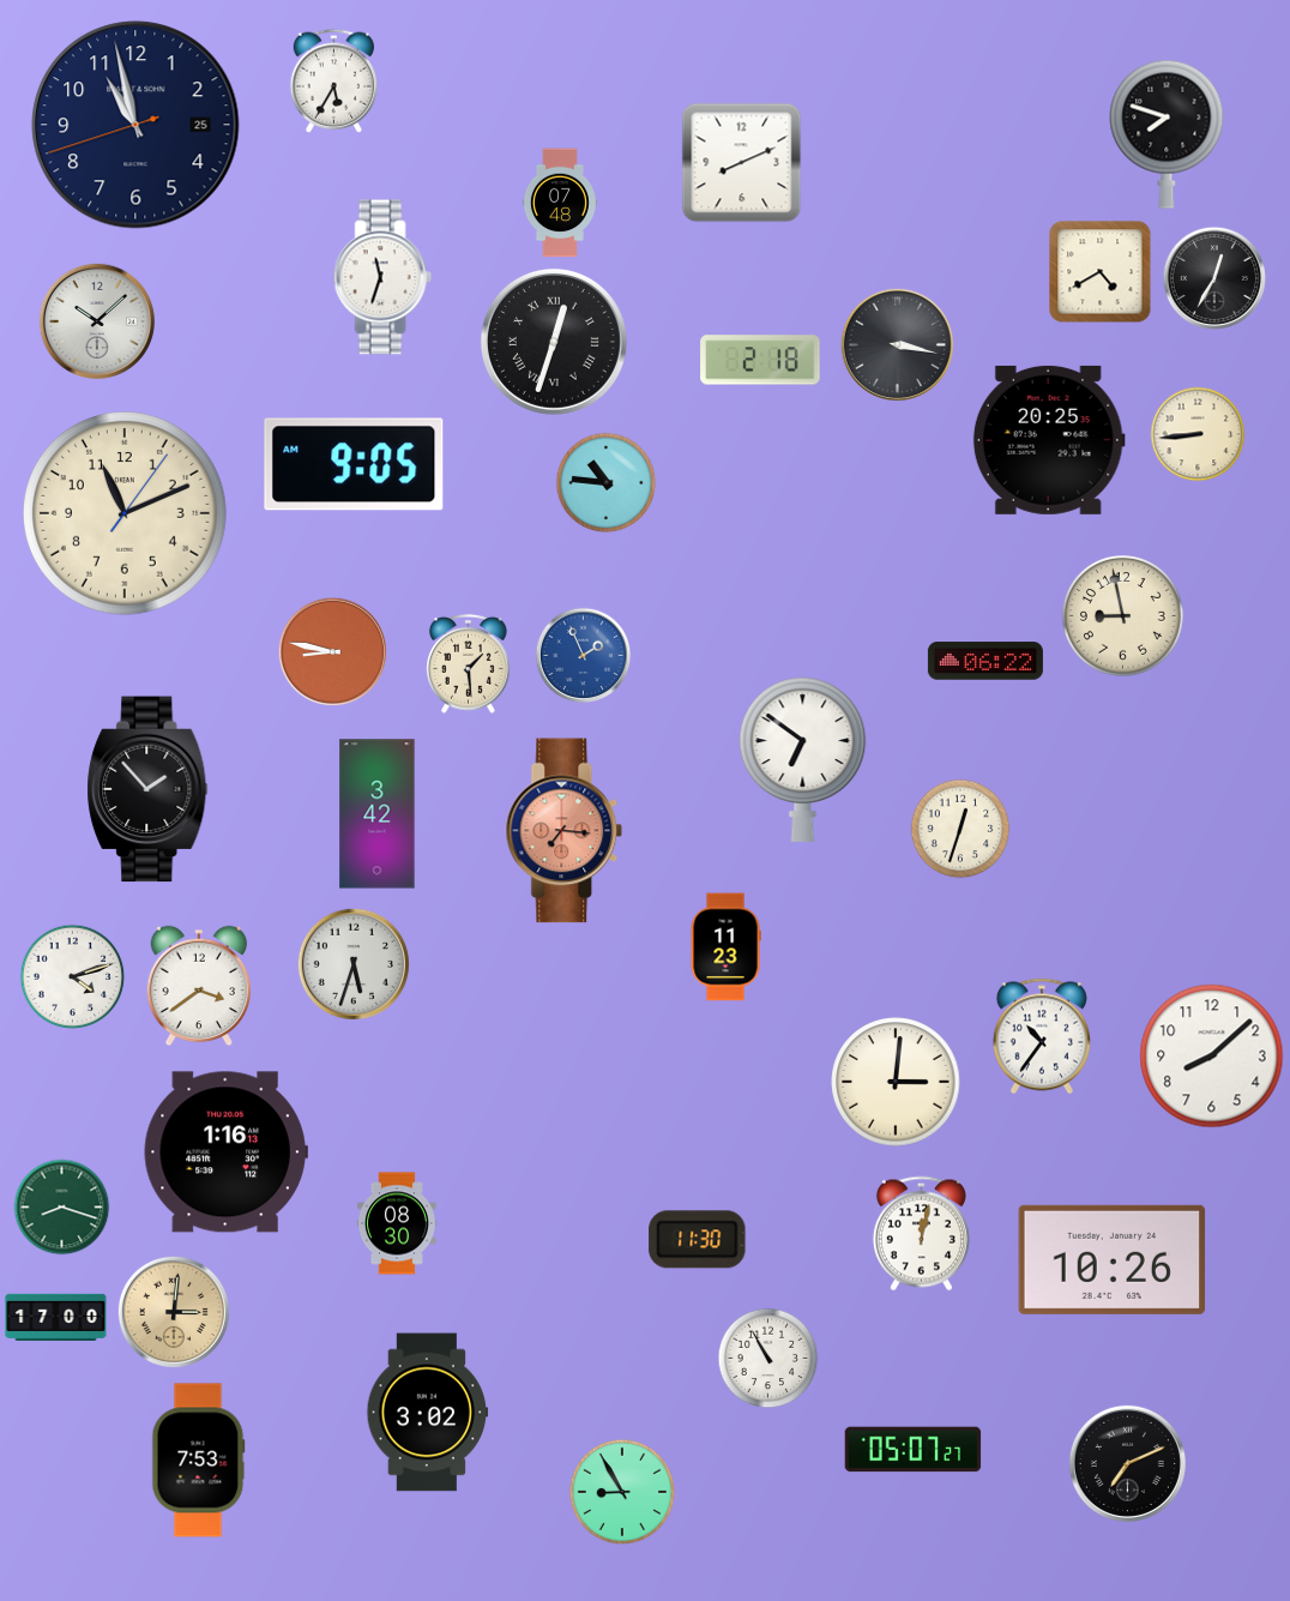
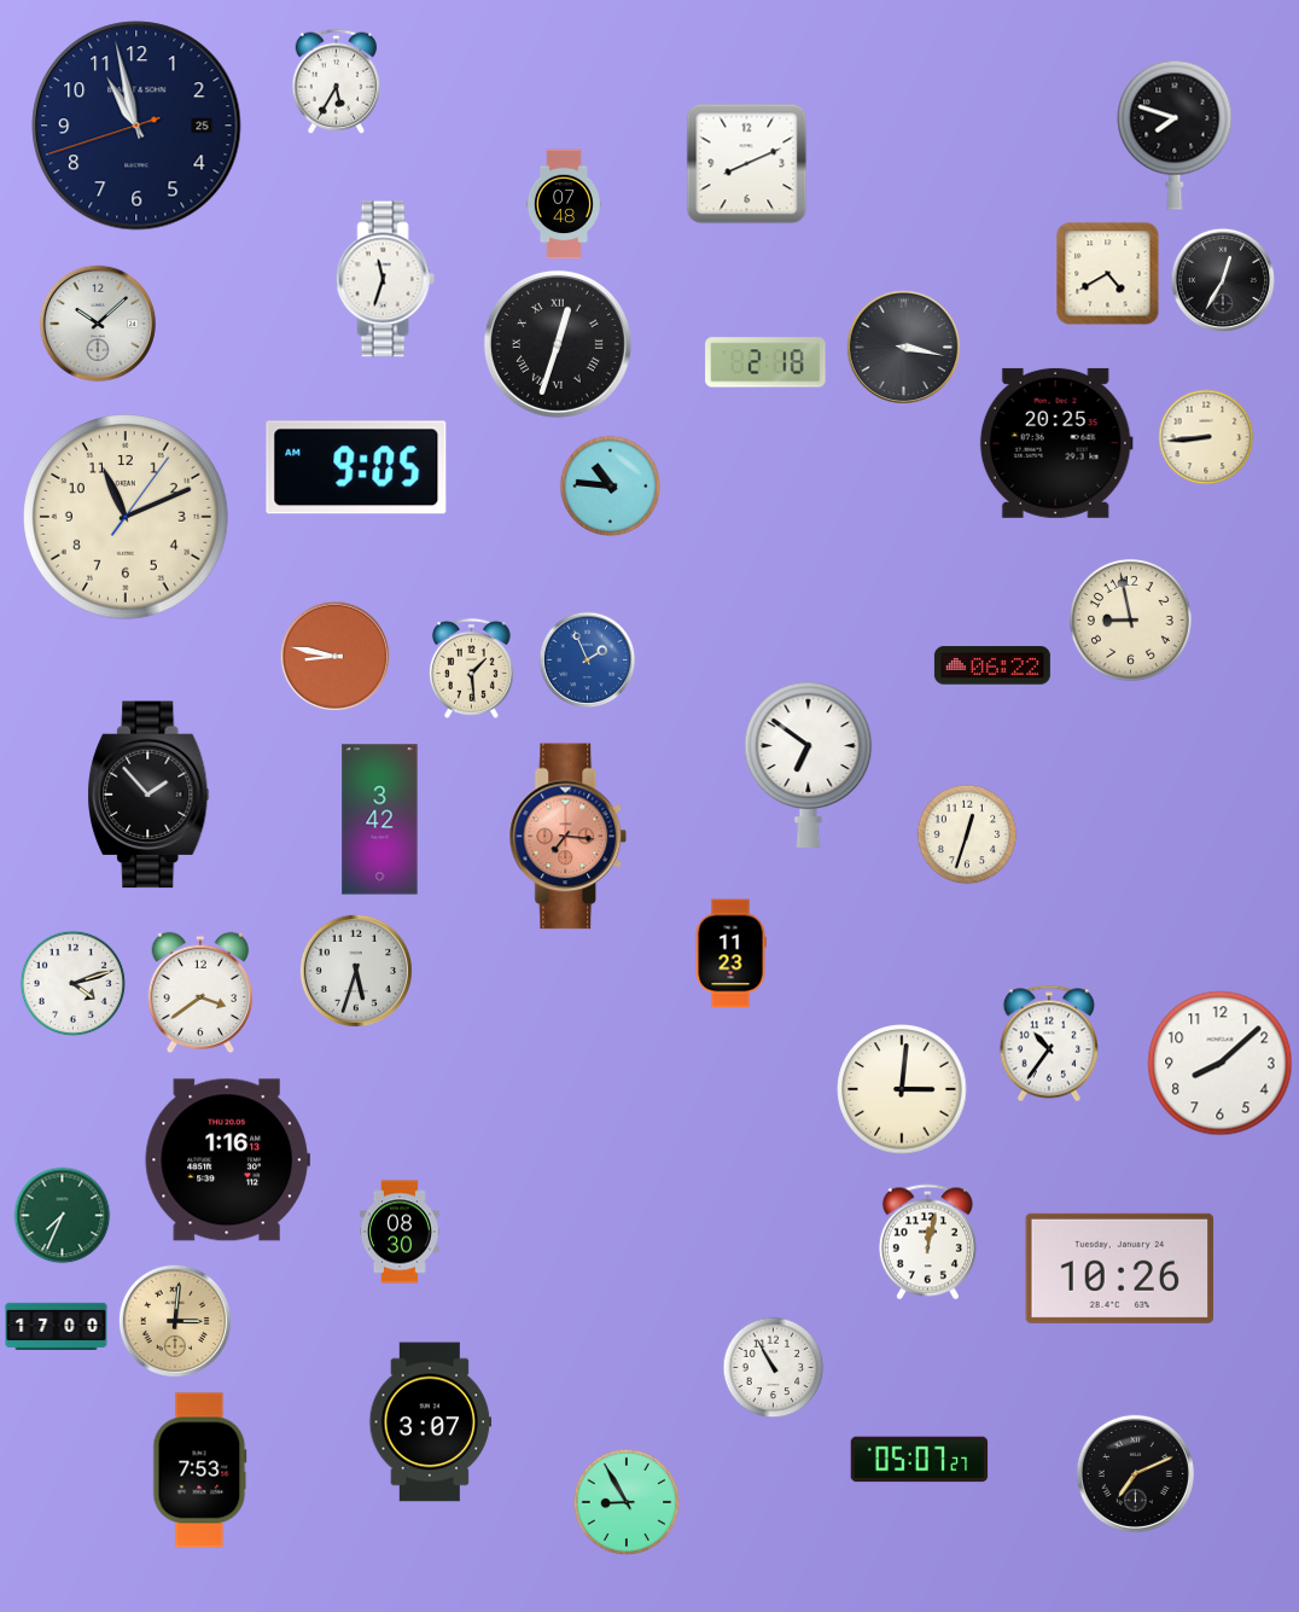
clock at (62, 1208): 8:18 -> 7:34
clock at (698, 1240): 11:30 -> none
clock at (428, 1413): 3:02 -> 3:07
